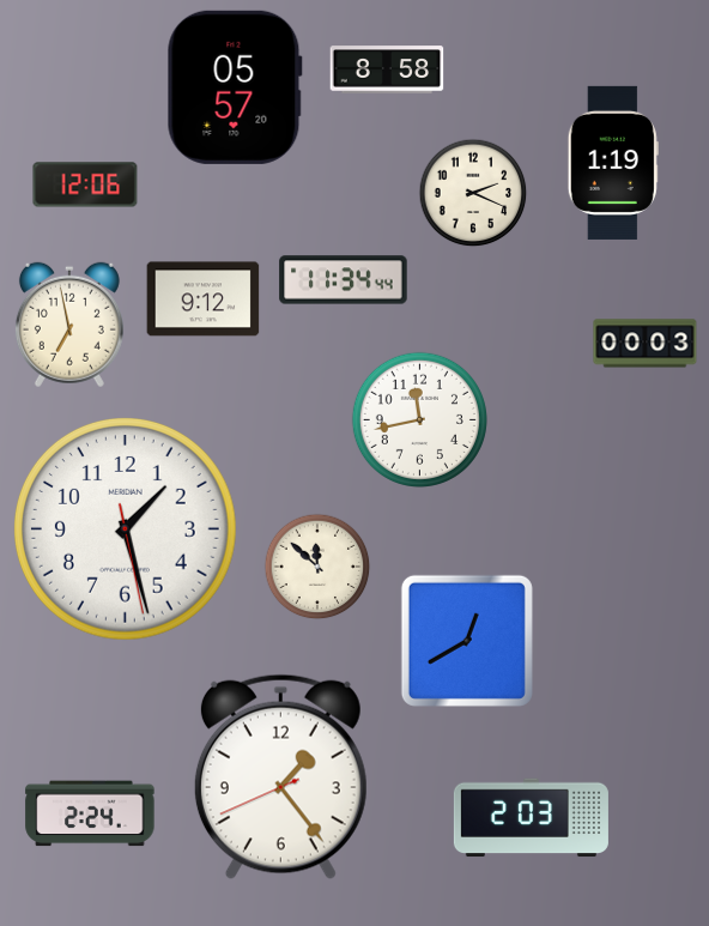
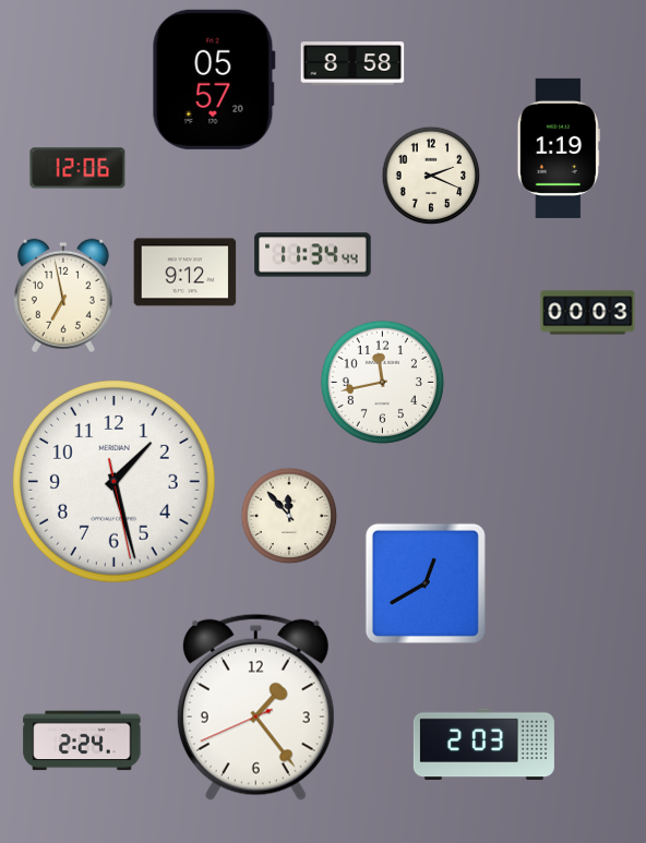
clock at (317, 567): 11:52 -> 11:53
